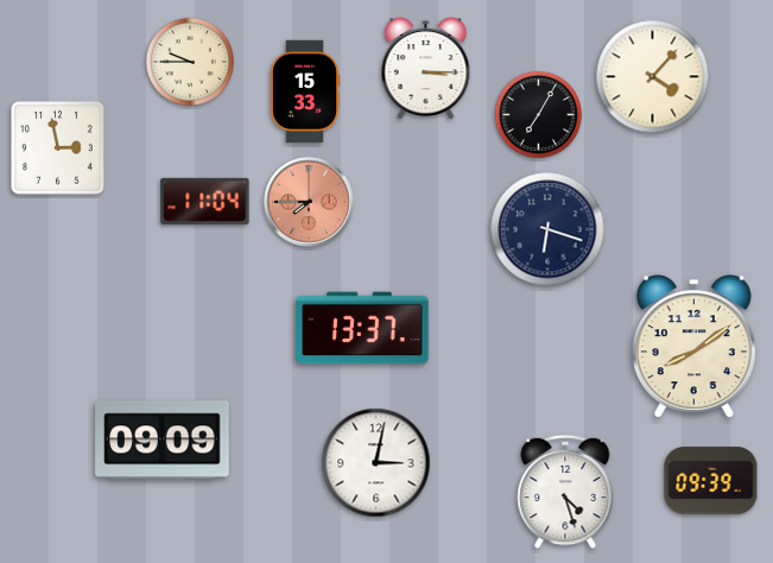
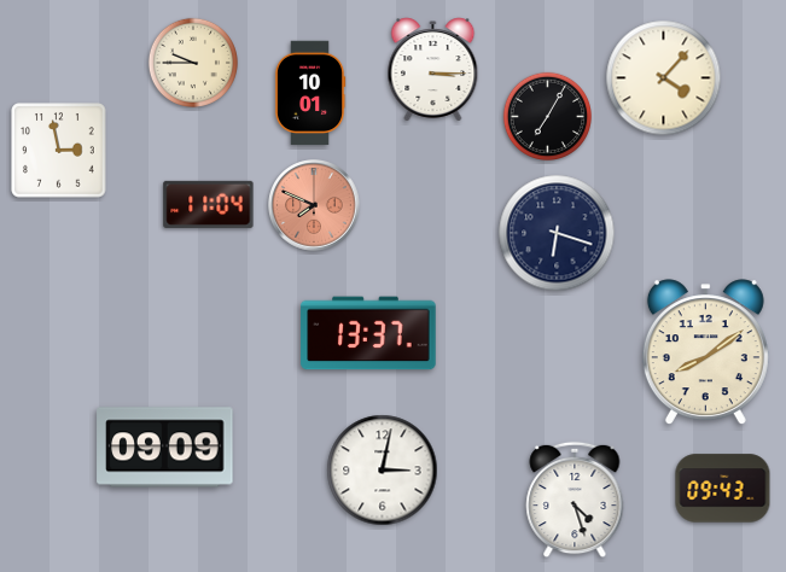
clock at (305, 91): 15:33 -> 10:01
clock at (309, 202): 7:45 -> 7:49
clock at (711, 481): 09:39 -> 09:43
